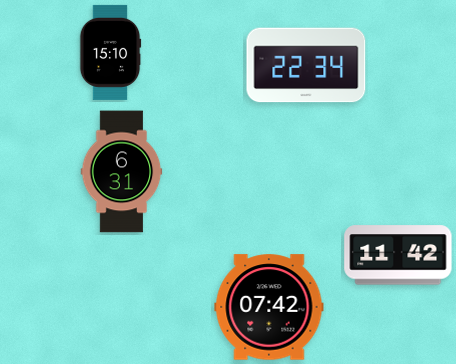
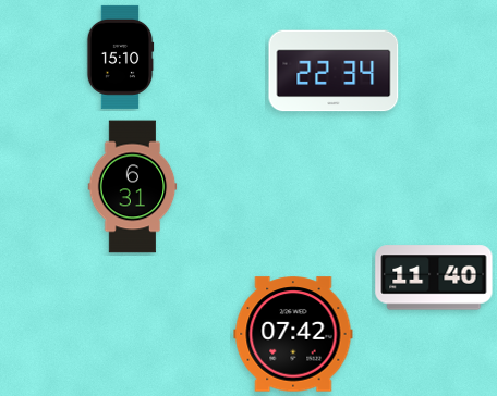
clock at (398, 255): 11:42 -> 11:40
